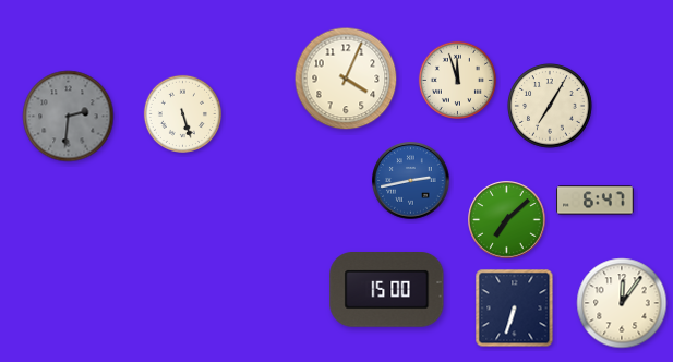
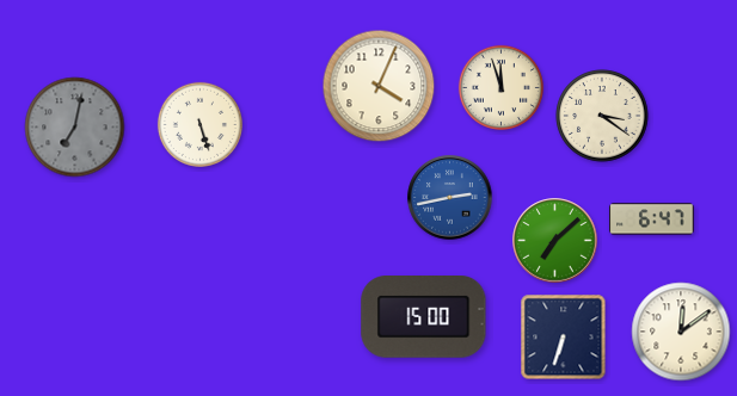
clock at (550, 106): 7:05 -> 3:21
clock at (69, 117): 2:31 -> 7:02
clock at (622, 303): 12:06 -> 12:09
